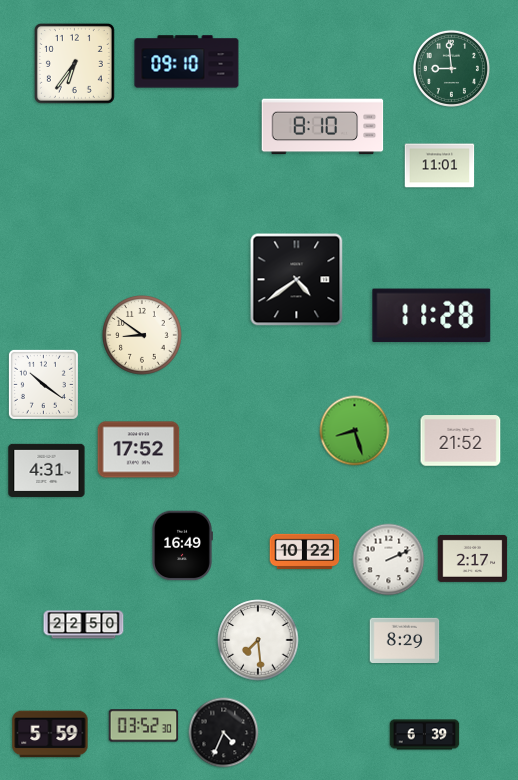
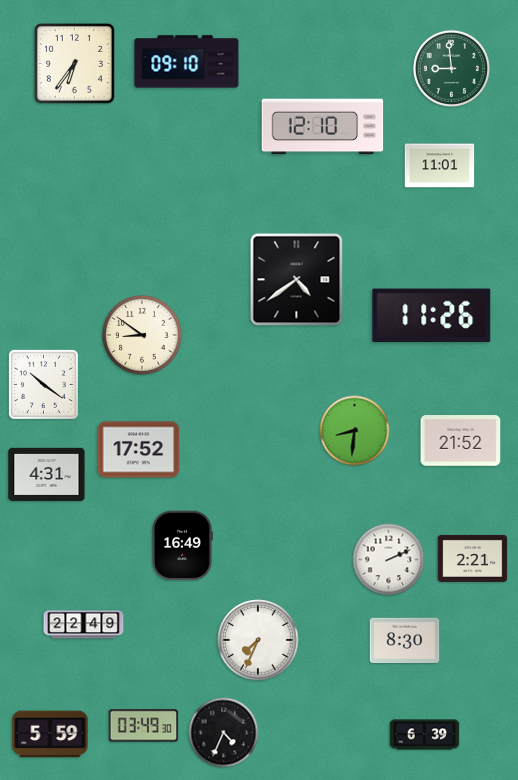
clock at (323, 127): 8:10 -> 12:10
clock at (432, 316): 11:28 -> 11:26
clock at (355, 431): 8:27 -> 8:31
clock at (47, 470) position: (47, 470) -> (47, 474)
clock at (305, 552): 10:22 -> none
clock at (473, 558): 2:17 -> 2:21
clock at (84, 625): 22:50 -> 22:49
clock at (258, 640): 7:29 -> 7:34
clock at (405, 640): 8:29 -> 8:30
clock at (144, 726): 03:52 -> 03:49
